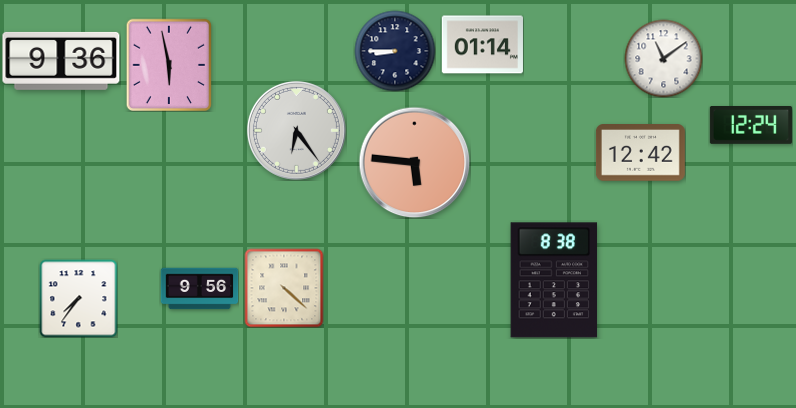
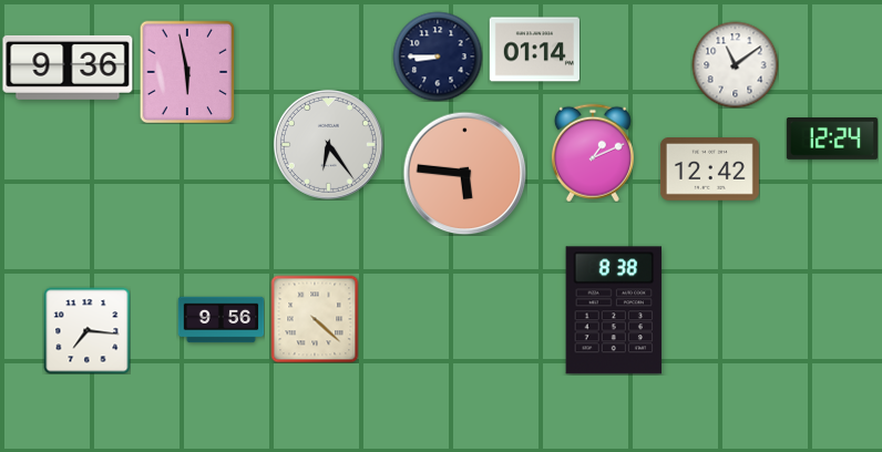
clock at (593, 153): none -> 1:11
clock at (414, 162) position: (414, 162) -> (464, 173)
clock at (78, 298): 7:36 -> 7:16
